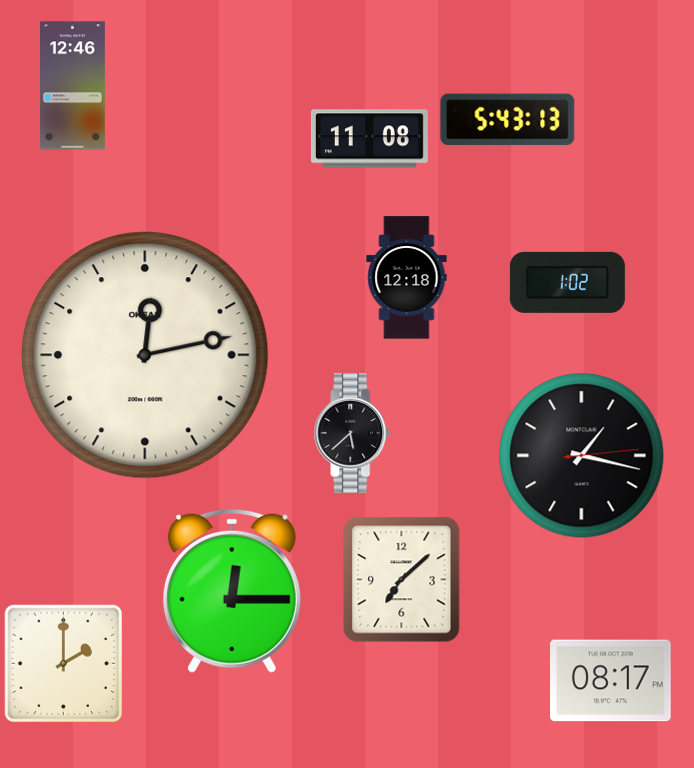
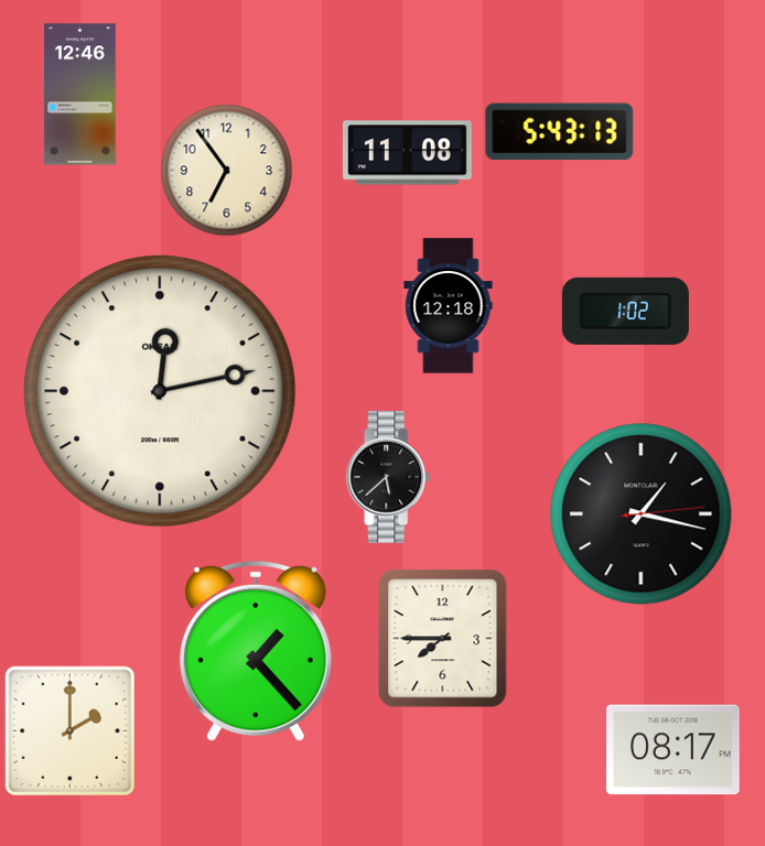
clock at (227, 171): none -> 6:54
clock at (582, 456) position: (582, 456) -> (642, 514)
clock at (402, 580): 7:08 -> 7:45
clock at (232, 591): 12:15 -> 1:23
